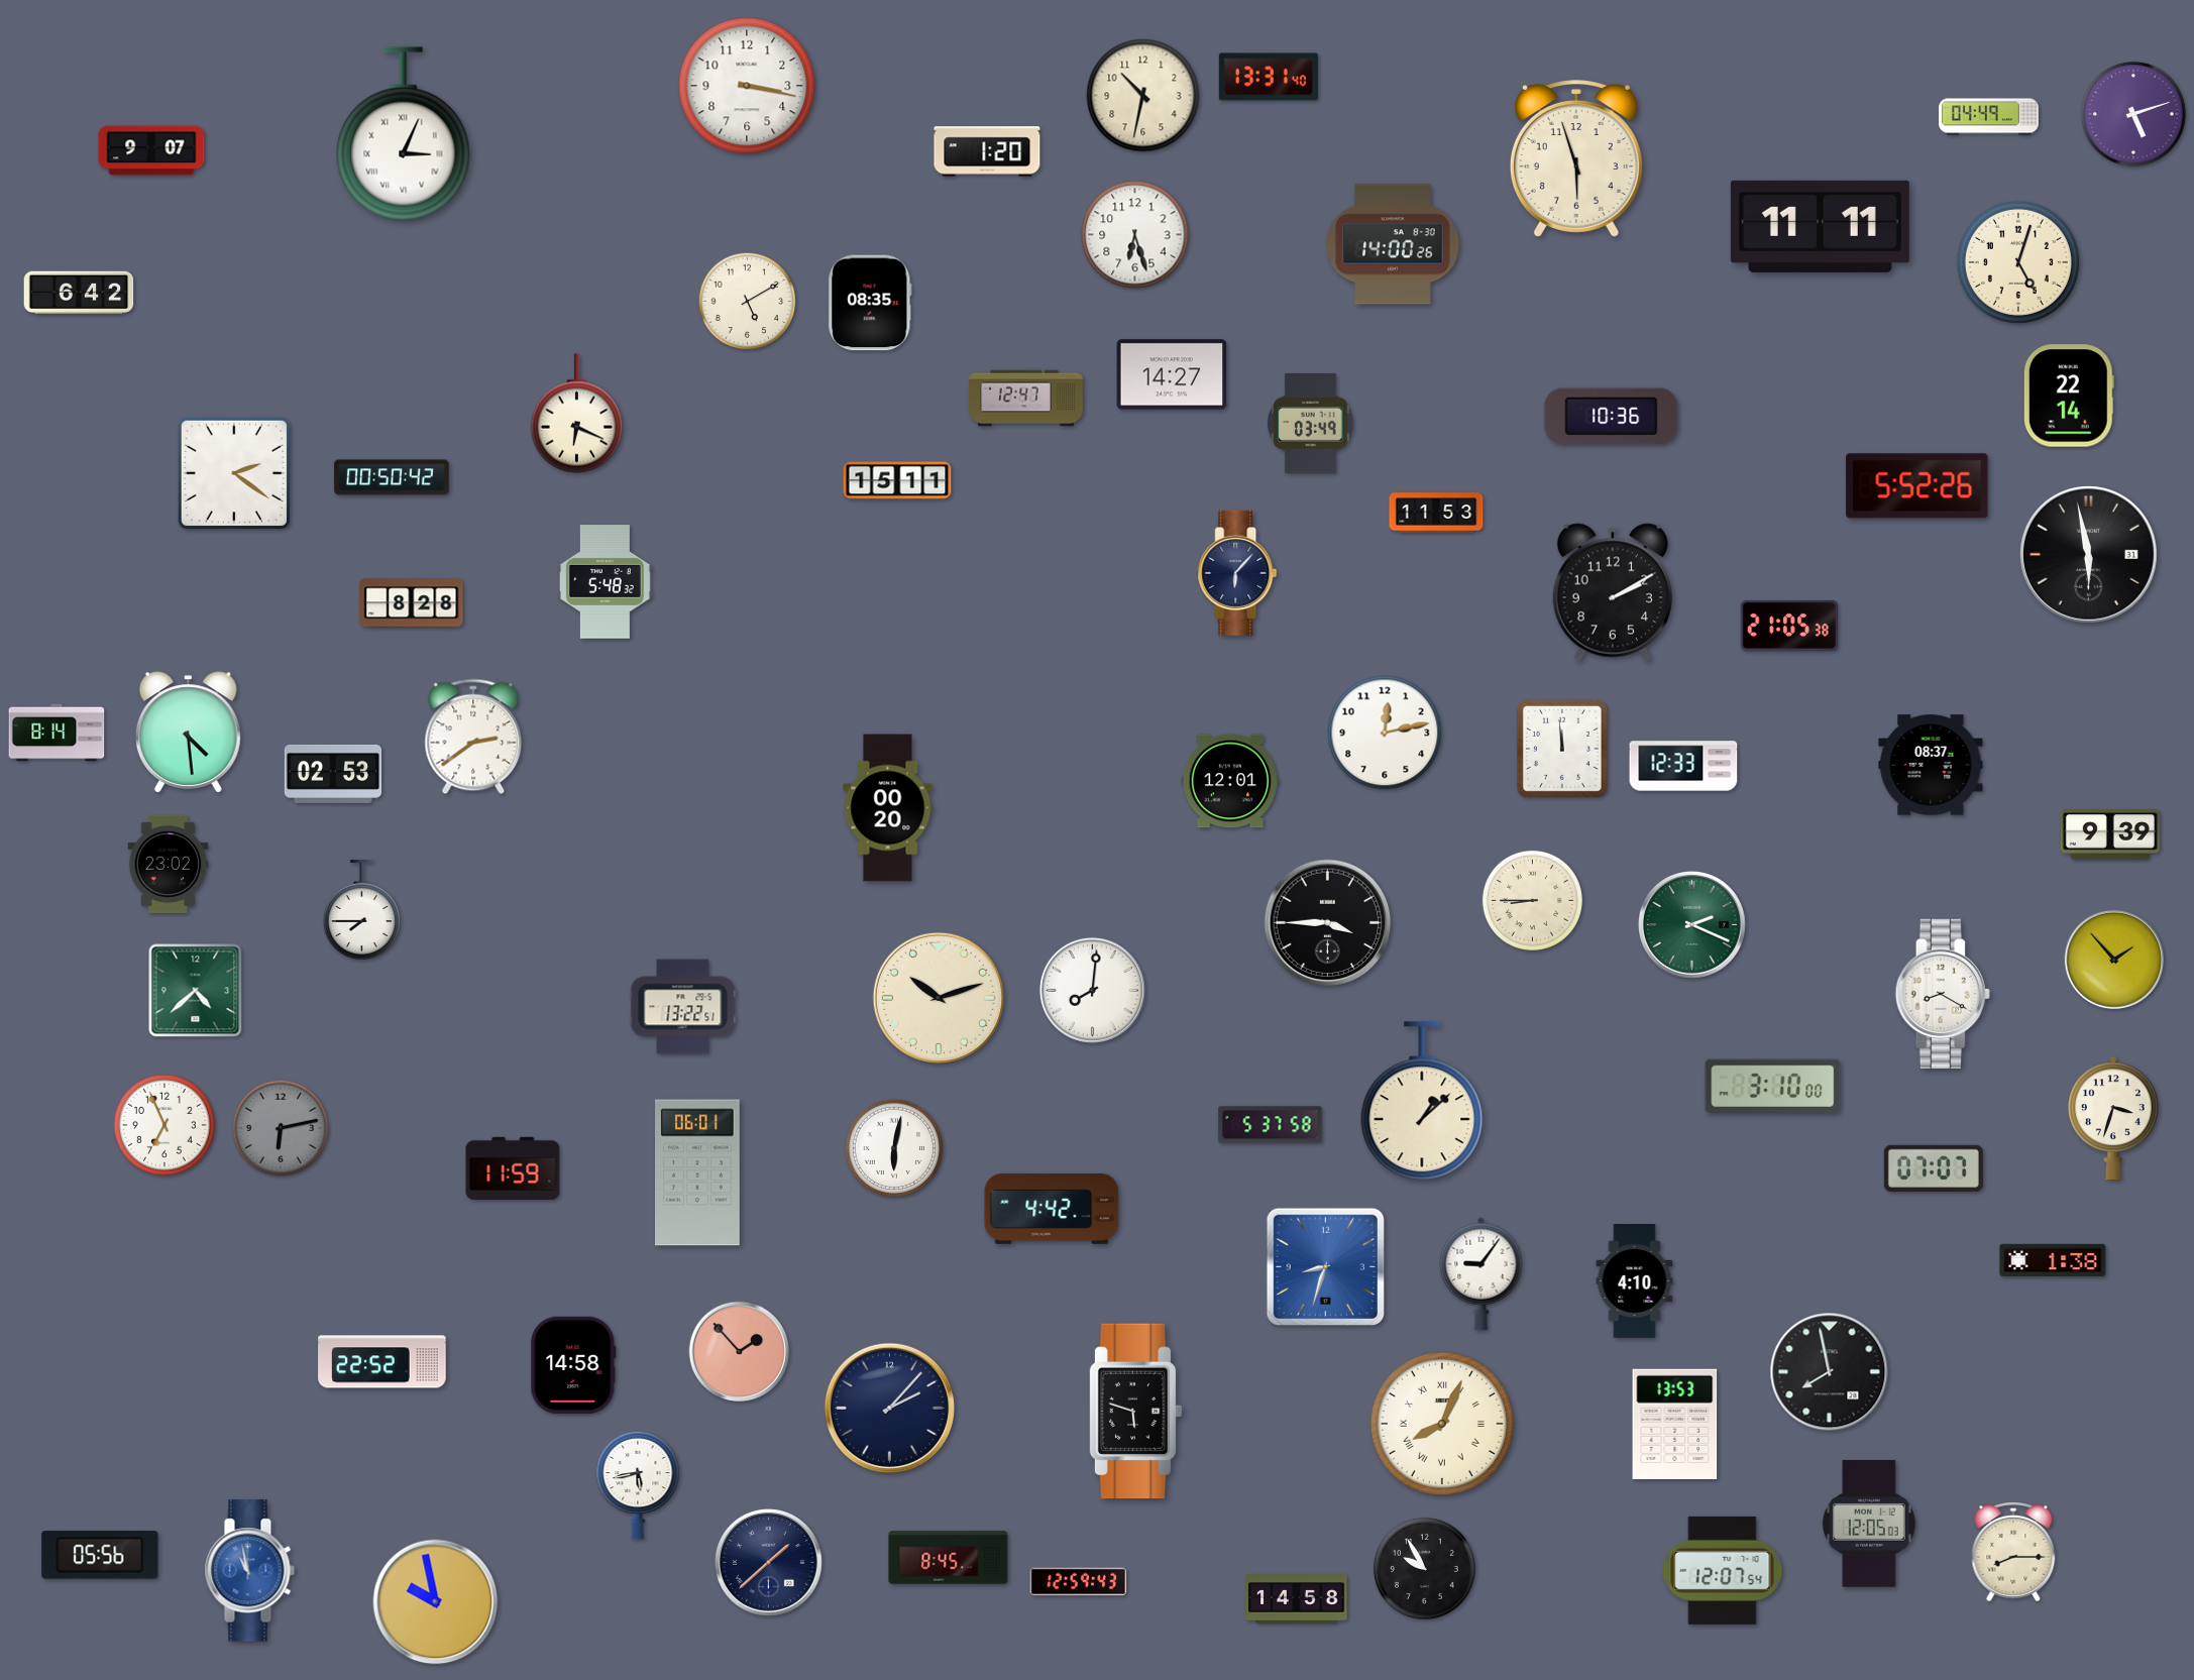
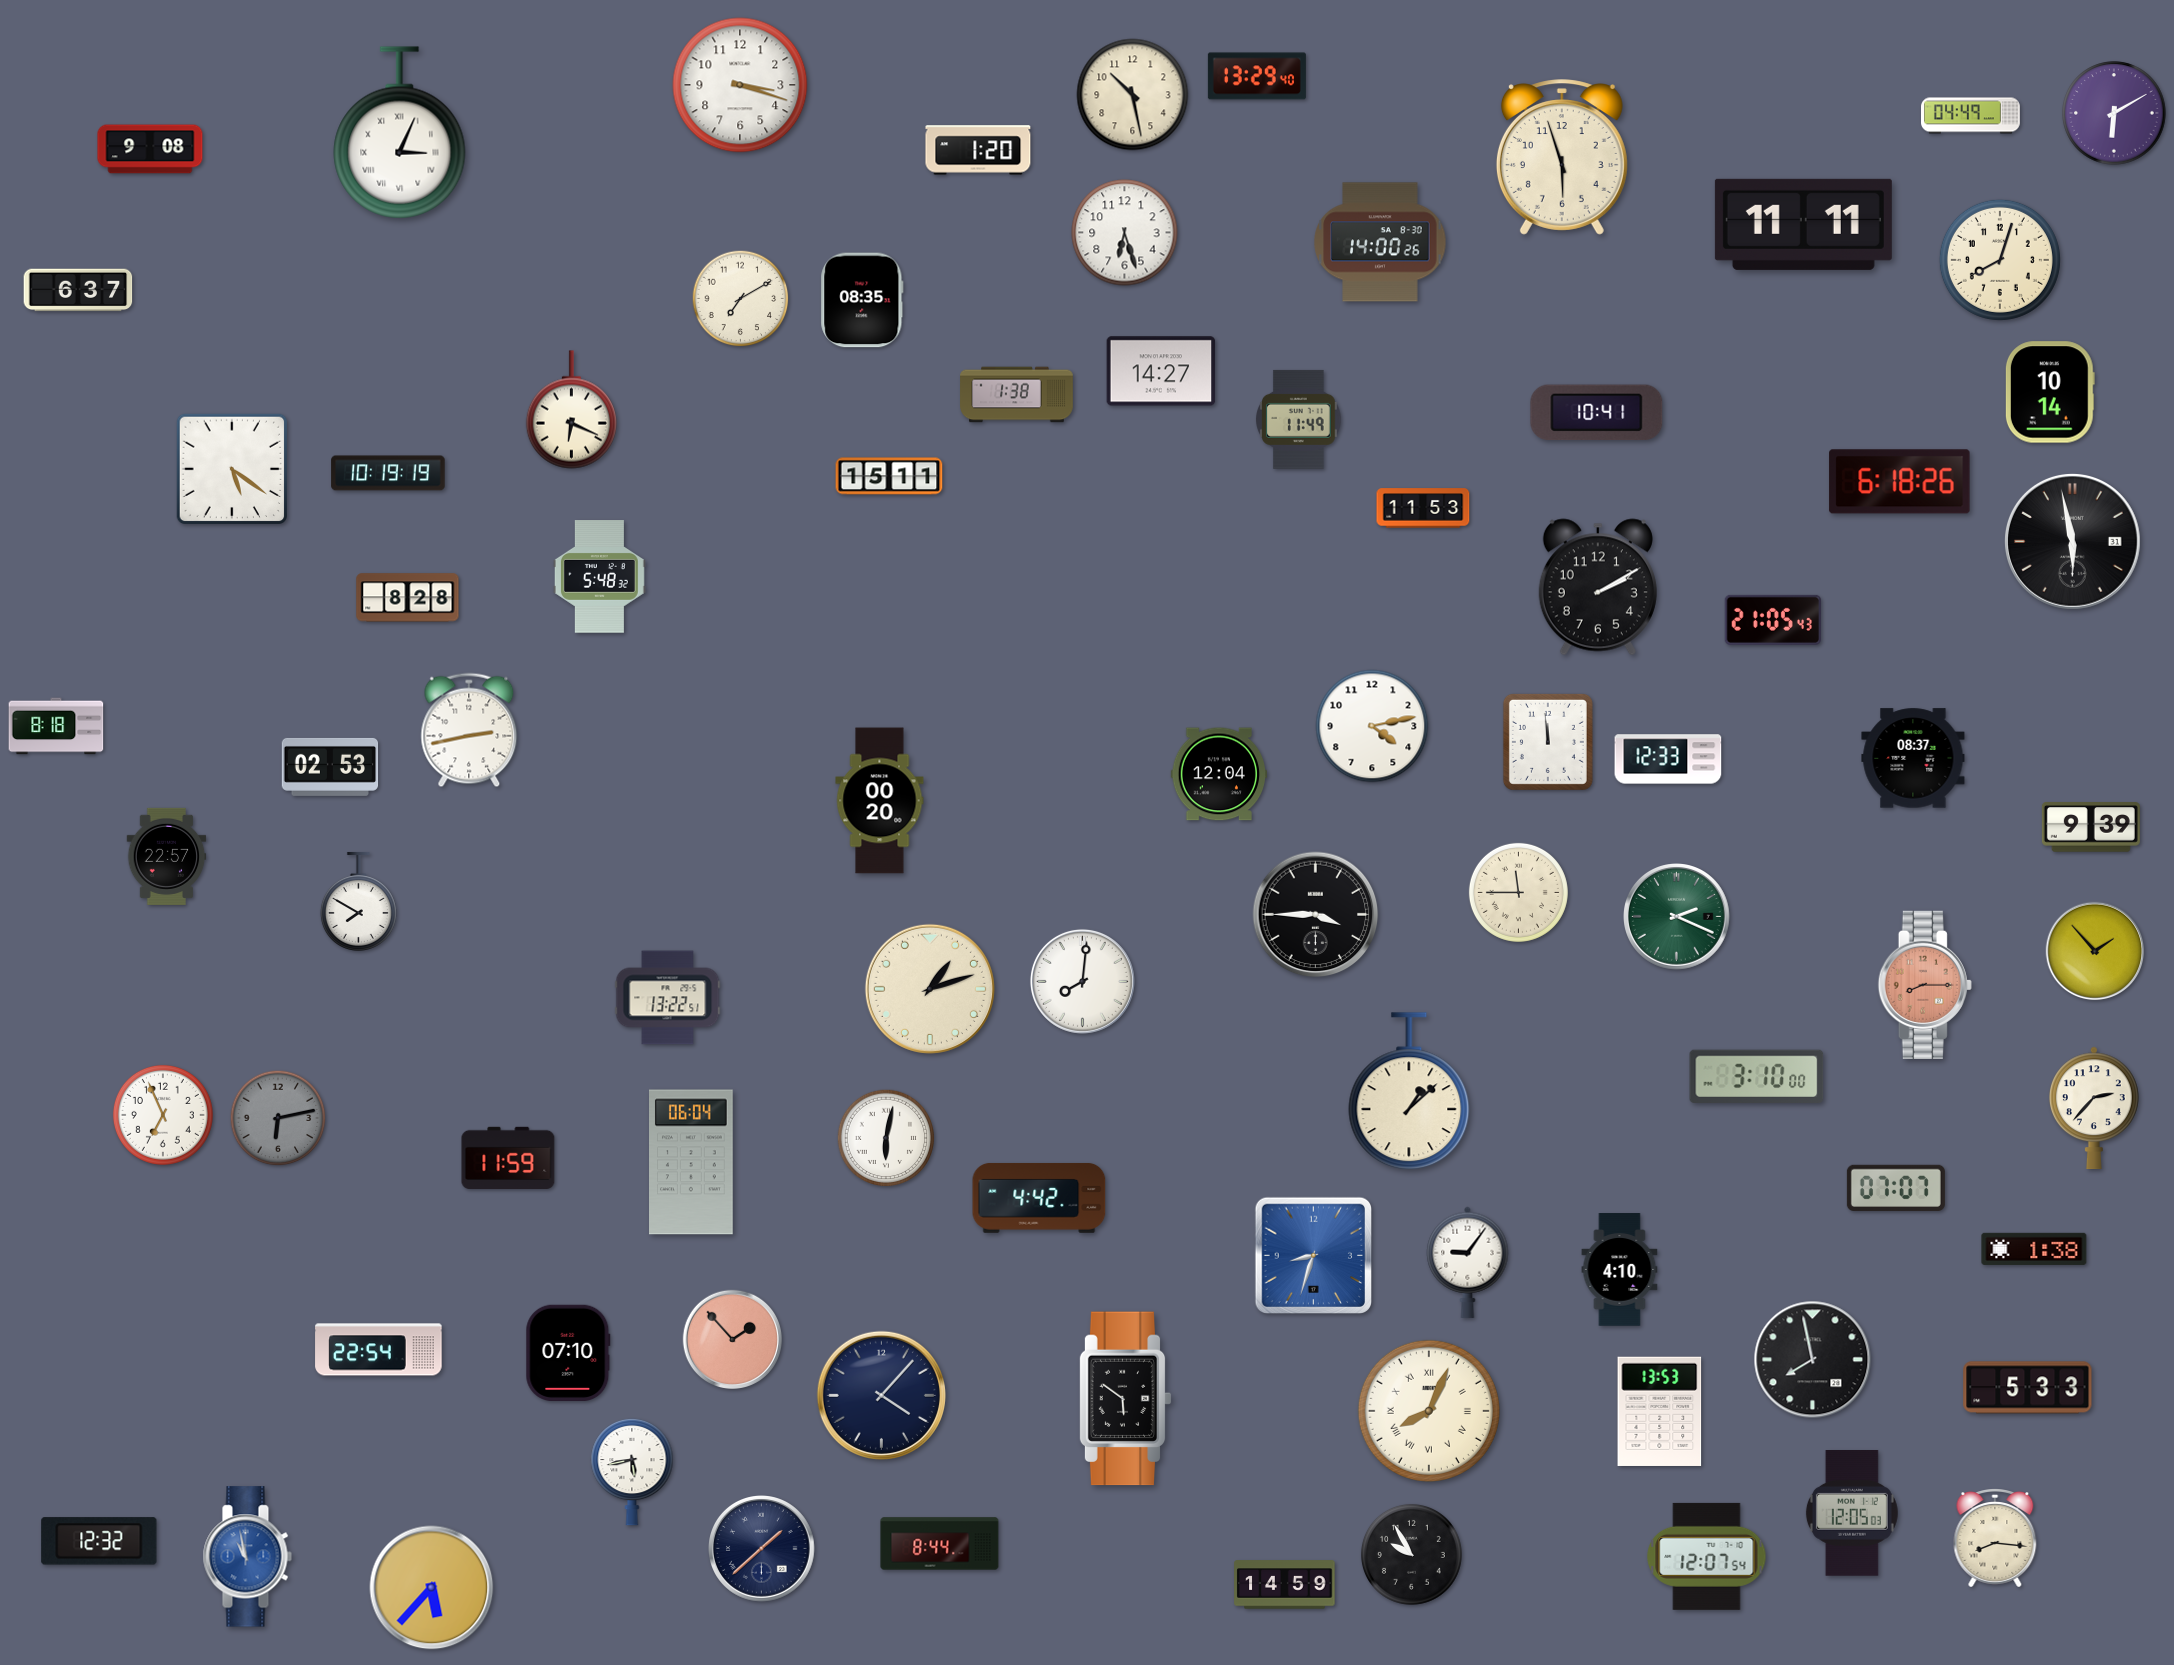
clock at (1269, 77): 13:31 -> 13:29
clock at (747, 86): 3:17 -> 3:18
clock at (1143, 96): 10:32 -> 10:28
clock at (2133, 114): 5:12 -> 6:10
clock at (151, 150): 9:07 -> 9:08
clock at (2018, 262): 5:03 -> 8:03
clock at (79, 293): 6:42 -> 6:37
clock at (748, 302): 5:10 -> 7:10
clock at (2069, 396): 22:14 -> 10:14
clock at (1026, 399): 12:47 -> 1:38
clock at (1612, 417): 10:36 -> 10:41
clock at (1311, 423): 03:49 -> 11:49
clock at (233, 472): 2:21 -> 5:21
clock at (392, 477): 00:50 -> 10:19
clock at (1917, 486): 5:52 -> 6:18
clock at (2088, 554) position: (2088, 554) -> (2072, 541)
clock at (1237, 573): 6:07 -> none
clock at (1788, 626): 21:05:38 -> 21:05:43
clock at (57, 733): 8:14 -> 8:18
clock at (188, 733): 4:29 -> none
clock at (1385, 733): 12:13 -> 4:13
clock at (473, 737): 2:39 -> 2:43
clock at (1230, 781): 12:01 -> 12:04
clock at (169, 864): 23:02 -> 22:57
clock at (1532, 900): 8:45 -> 11:45
clock at (361, 909): 7:45 -> 7:50
clock at (196, 991): 4:38 -> none
clock at (1943, 993): 8:20 -> 8:15
clock at (1943, 993) dial: white -> salmon
clock at (939, 998): 10:12 -> 1:12
clock at (683, 1007) position: (683, 1007) -> (668, 998)
clock at (2113, 1117): 3:33 -> 2:37
clock at (1271, 1125): 5:37 -> none
clock at (1934, 1168) position: (1934, 1168) -> (1896, 1188)
clock at (698, 1172): 06:01 -> 06:04
clock at (1052, 1209) position: (1052, 1209) -> (1039, 1198)
clock at (382, 1362): 22:52 -> 22:54
clock at (573, 1365): 14:58 -> 07:10
clock at (2028, 1388): none -> 5:33
clock at (889, 1408): 2:07 -> 4:07
clock at (1135, 1412): 5:48 -> 5:51
clock at (1869, 1525) position: (1869, 1525) -> (1852, 1514)
clock at (2013, 1553): 8:15 -> 8:16
clock at (100, 1555): 05:56 -> 12:32
clock at (949, 1558): 8:45 -> 8:44
clock at (1079, 1582): 12:59 -> none
clock at (1297, 1599): 14:58 -> 14:59
clock at (436, 1602): 9:58 -> 5:37
